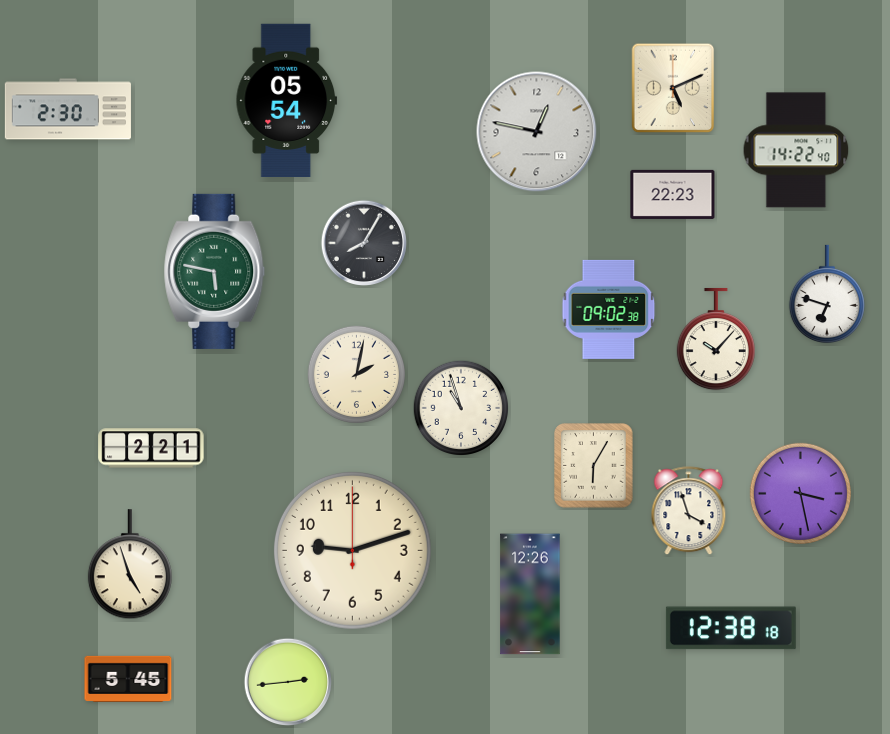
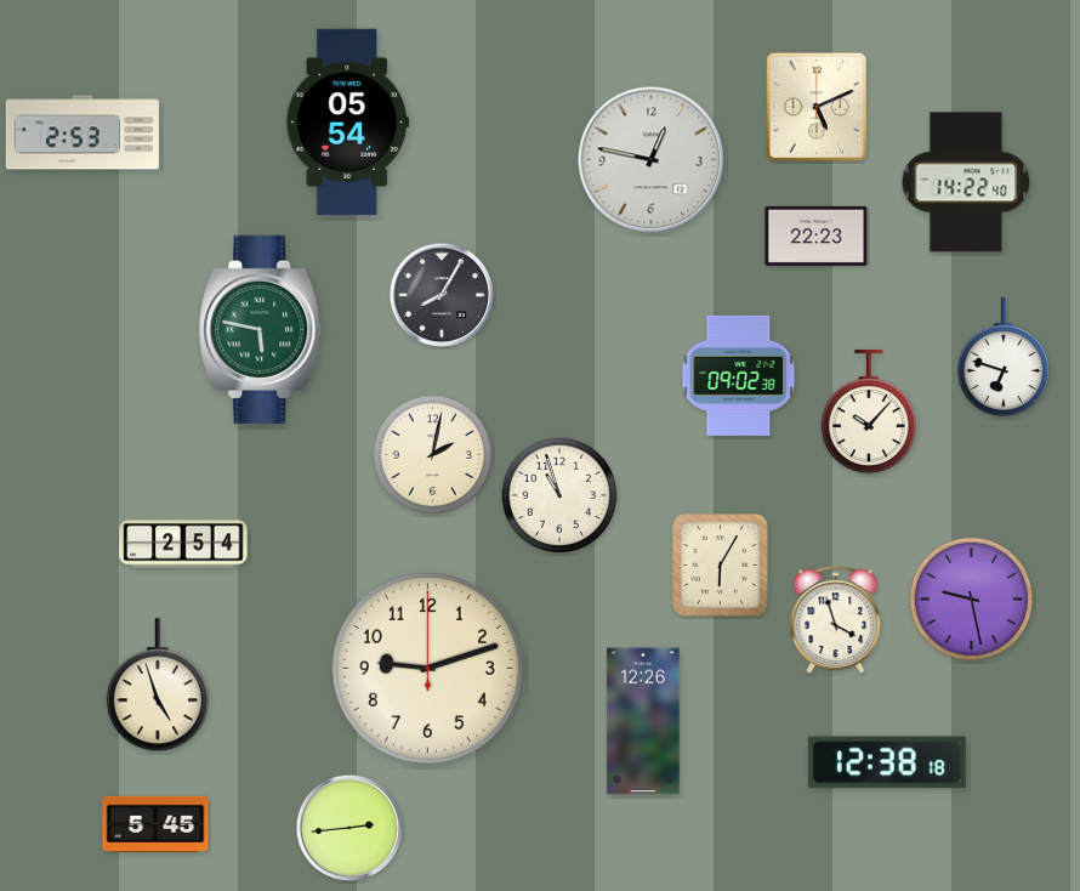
clock at (68, 109): 2:30 -> 2:53
clock at (151, 448): 2:21 -> 2:54
clock at (800, 493): 3:28 -> 9:28
